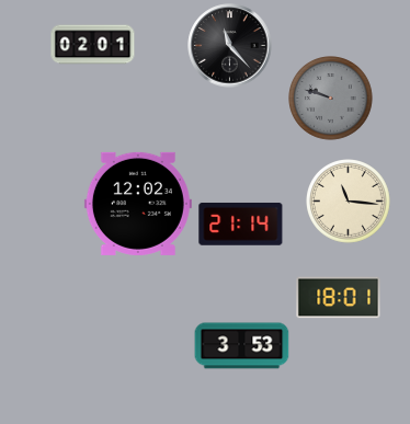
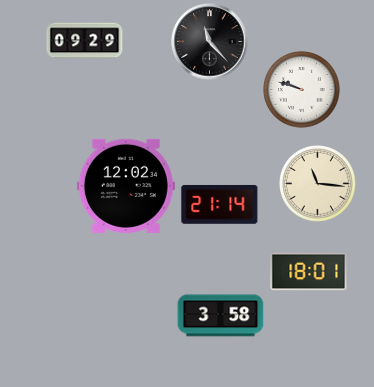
clock at (93, 45): 02:01 -> 09:29
clock at (331, 99) dial: grey -> white
clock at (242, 346): 3:53 -> 3:58
